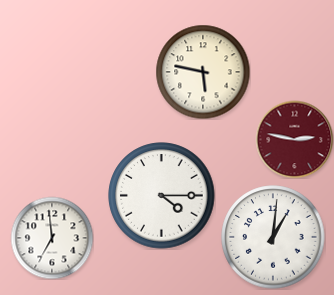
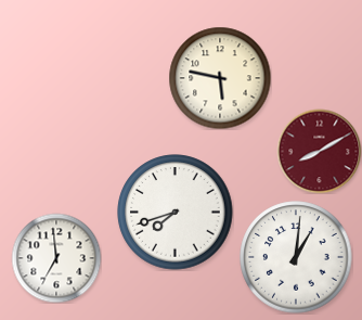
clock at (294, 139): 2:47 -> 8:10
clock at (162, 196): 4:15 -> 7:42
